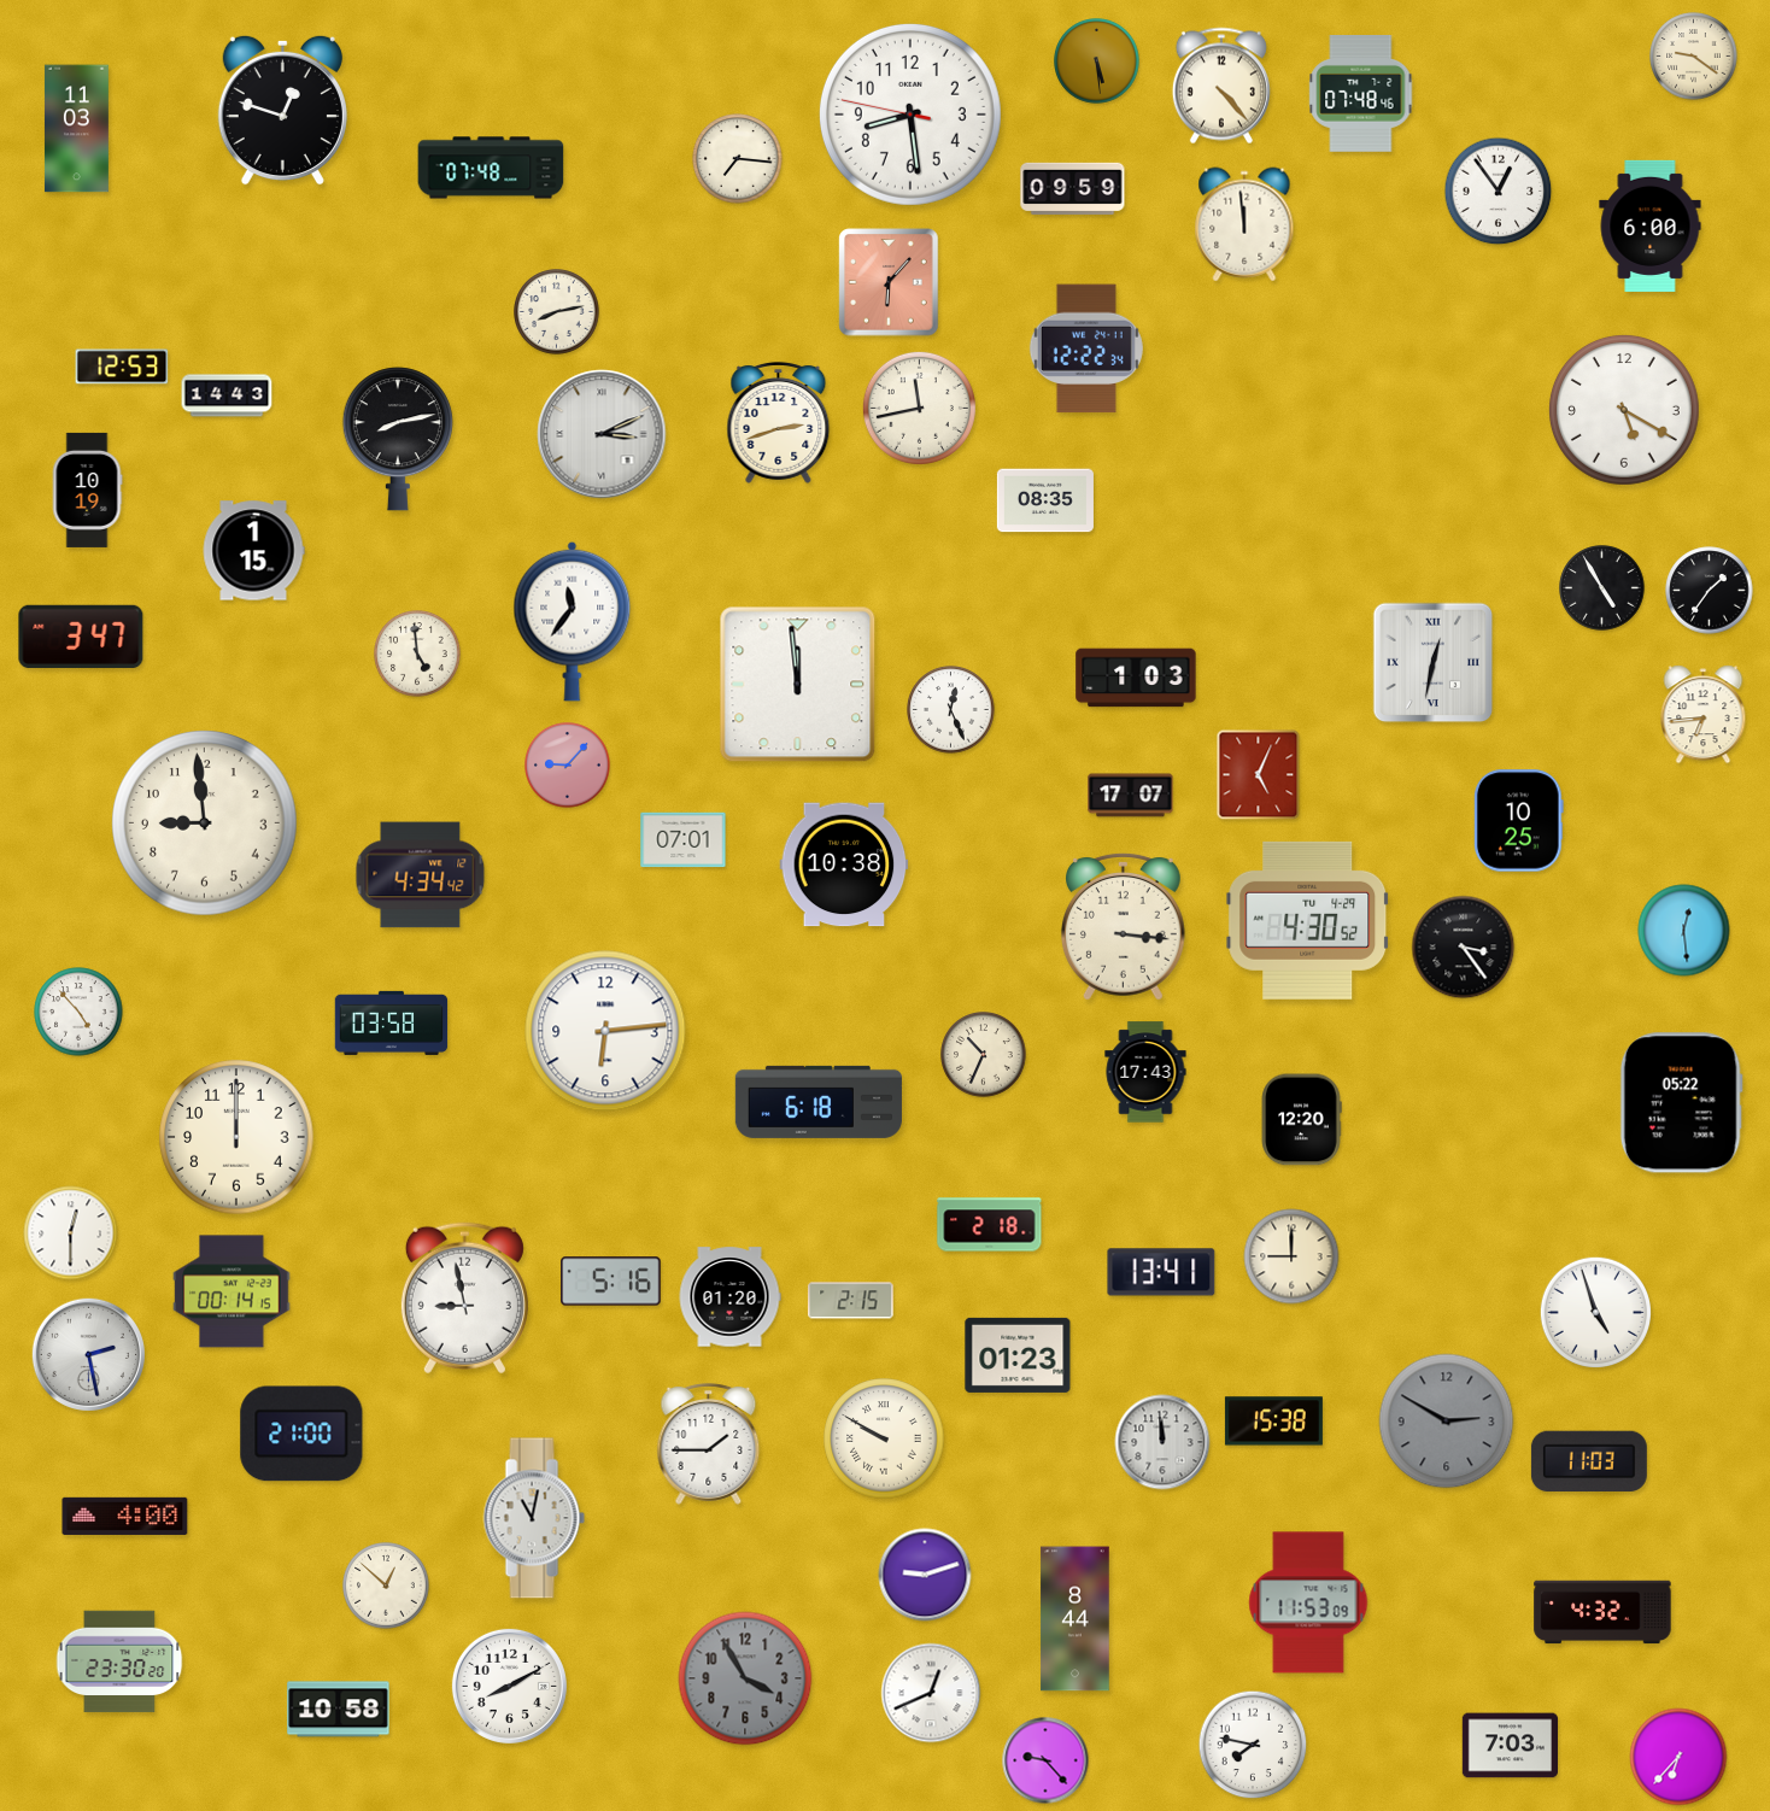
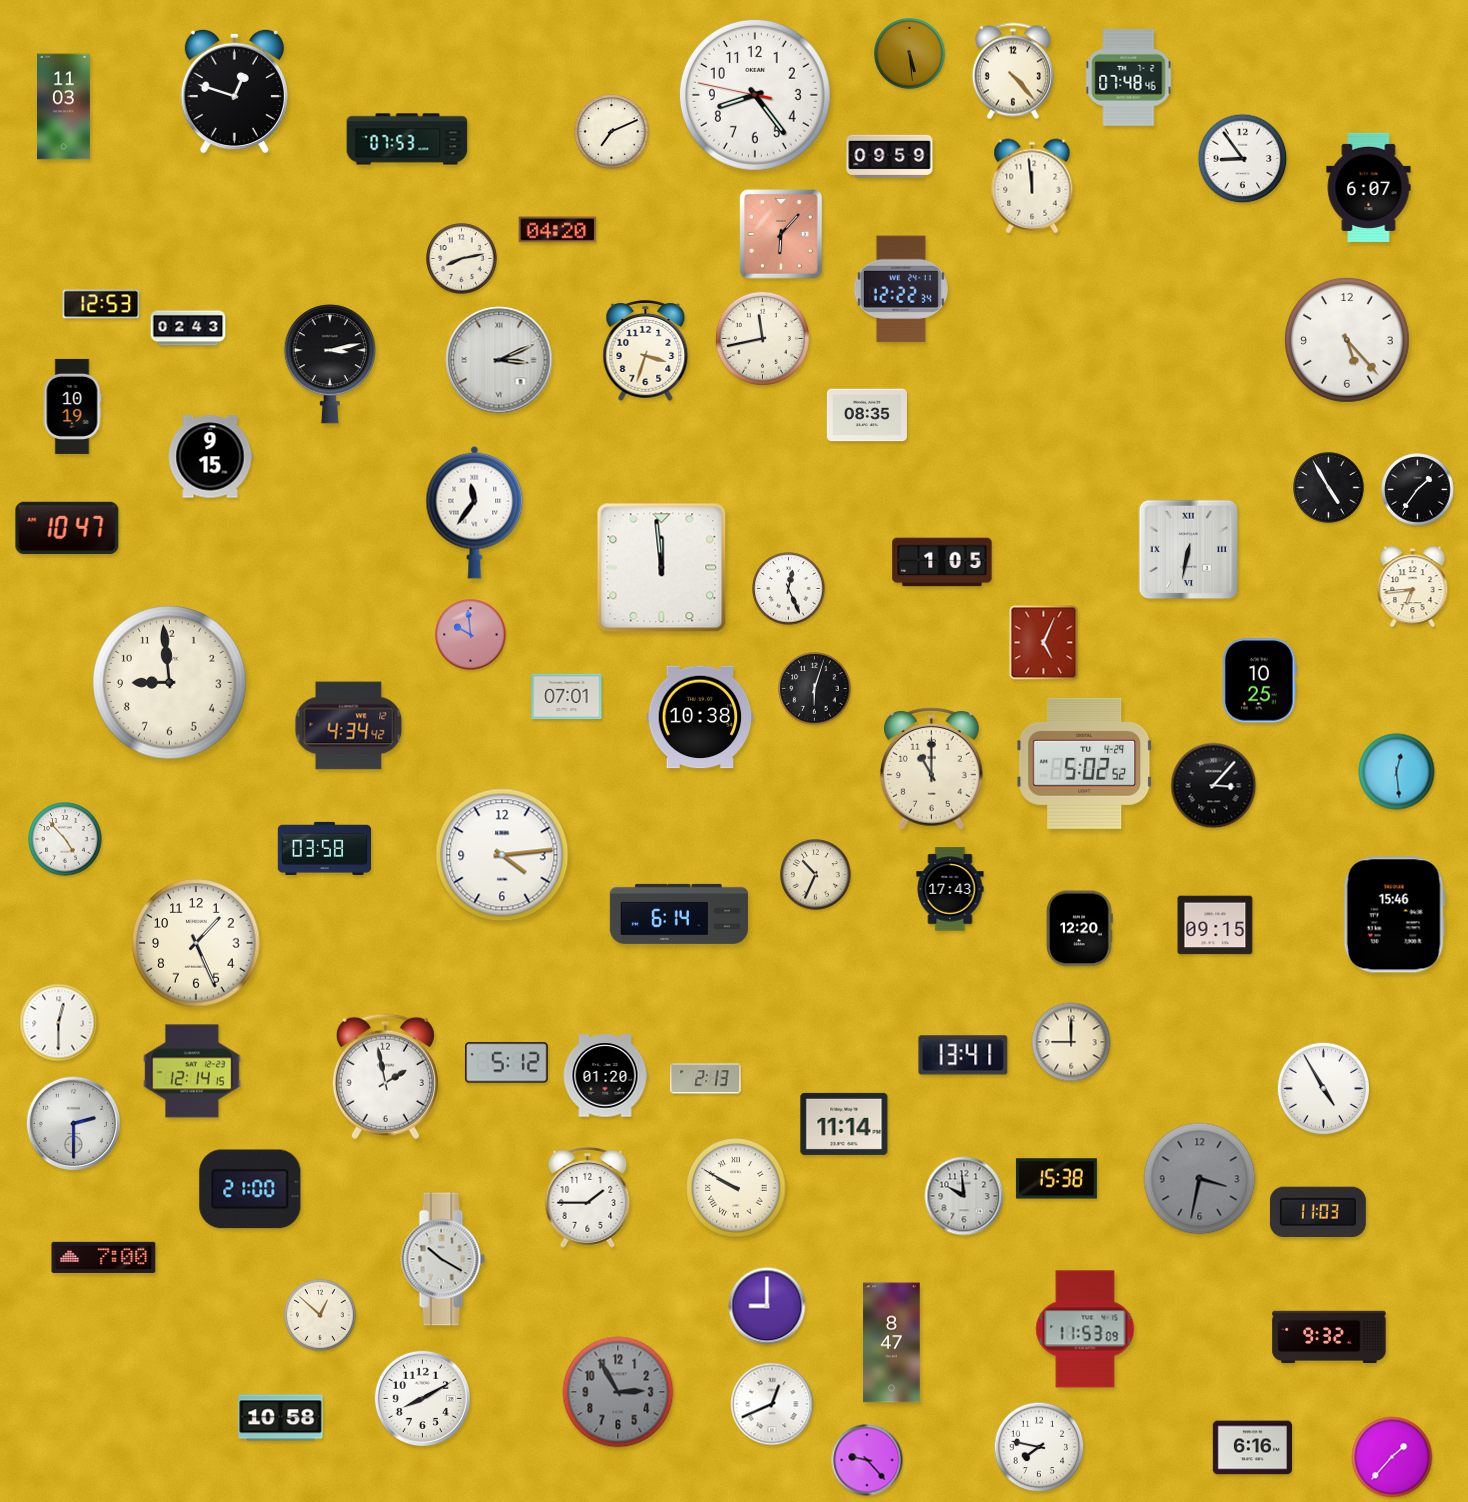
clock at (1694, 57): 9:21 -> none
clock at (1097, 61) position: (1097, 61) -> (910, 54)
clock at (910, 115): 8:28 -> 8:23
clock at (738, 159): 7:16 -> 7:11
clock at (491, 168): 07:48 -> 07:53
clock at (1499, 192): 12:54 -> 8:54
clock at (1651, 225): 6:00 -> 6:07
clock at (558, 230): none -> 04:20
clock at (889, 282) position: (889, 282) -> (781, 234)
clock at (227, 395): 14:43 -> 02:43
clock at (1624, 410): 5:20 -> 5:23
clock at (779, 422): 2:42 -> 3:33
clock at (398, 439): 8:13 -> 3:13
clock at (253, 551): 1:15 -> 9:15
clock at (573, 621) position: (573, 621) -> (475, 512)
clock at (81, 637): 3:47 -> 10:47
clock at (417, 654): 4:59 -> none
clock at (1434, 663): 12:32 -> 6:32
clock at (1136, 678): 1:03 -> 1:05
clock at (1704, 715) position: (1704, 715) -> (1413, 587)
clock at (568, 766): 9:07 -> 9:59
clock at (1131, 796): 17:07 -> none
clock at (815, 689): none -> 6:03
clock at (1308, 920): 4:30 -> 5:02
clock at (1123, 926): 3:16 -> 11:00
clock at (1464, 948): 3:24 -> 3:07
clock at (605, 1031): 6:14 -> 4:14
clock at (819, 1102): 6:18 -> 6:14
clock at (1681, 1103): 05:22 -> 15:46
clock at (1215, 925): none -> 09:15
clock at (236, 1137): 12:00 -> 1:26
clock at (990, 1225): 2:18 -> none
clock at (611, 1282): 5:16 -> 5:12
clock at (231, 1291): 00:14 -> 12:14
clock at (464, 1299): 8:58 -> 1:58
clock at (851, 1301): 2:15 -> 2:13
clock at (1595, 1312): 4:57 -> 4:55
clock at (88, 1354): 2:28 -> 2:30
clock at (1018, 1355): 01:23 -> 11:14
clock at (1447, 1422): 2:50 -> 3:32
clock at (884, 1438) position: (884, 1438) -> (736, 1188)
clock at (1162, 1442): 11:59 -> 9:59
clock at (125, 1516): 4:00 -> 7:00
clock at (534, 1518): 11:02 -> 10:20
clock at (925, 1575): 9:12 -> 9:00
clock at (1602, 1612): 4:32 -> 9:32
clock at (1076, 1619): 8:44 -> 8:47
clock at (119, 1661): 23:30 -> none
clock at (745, 1678): 3:55 -> 2:55
clock at (1510, 1746): 7:03 -> 6:16
clock at (1678, 1757): 6:37 -> 1:37
